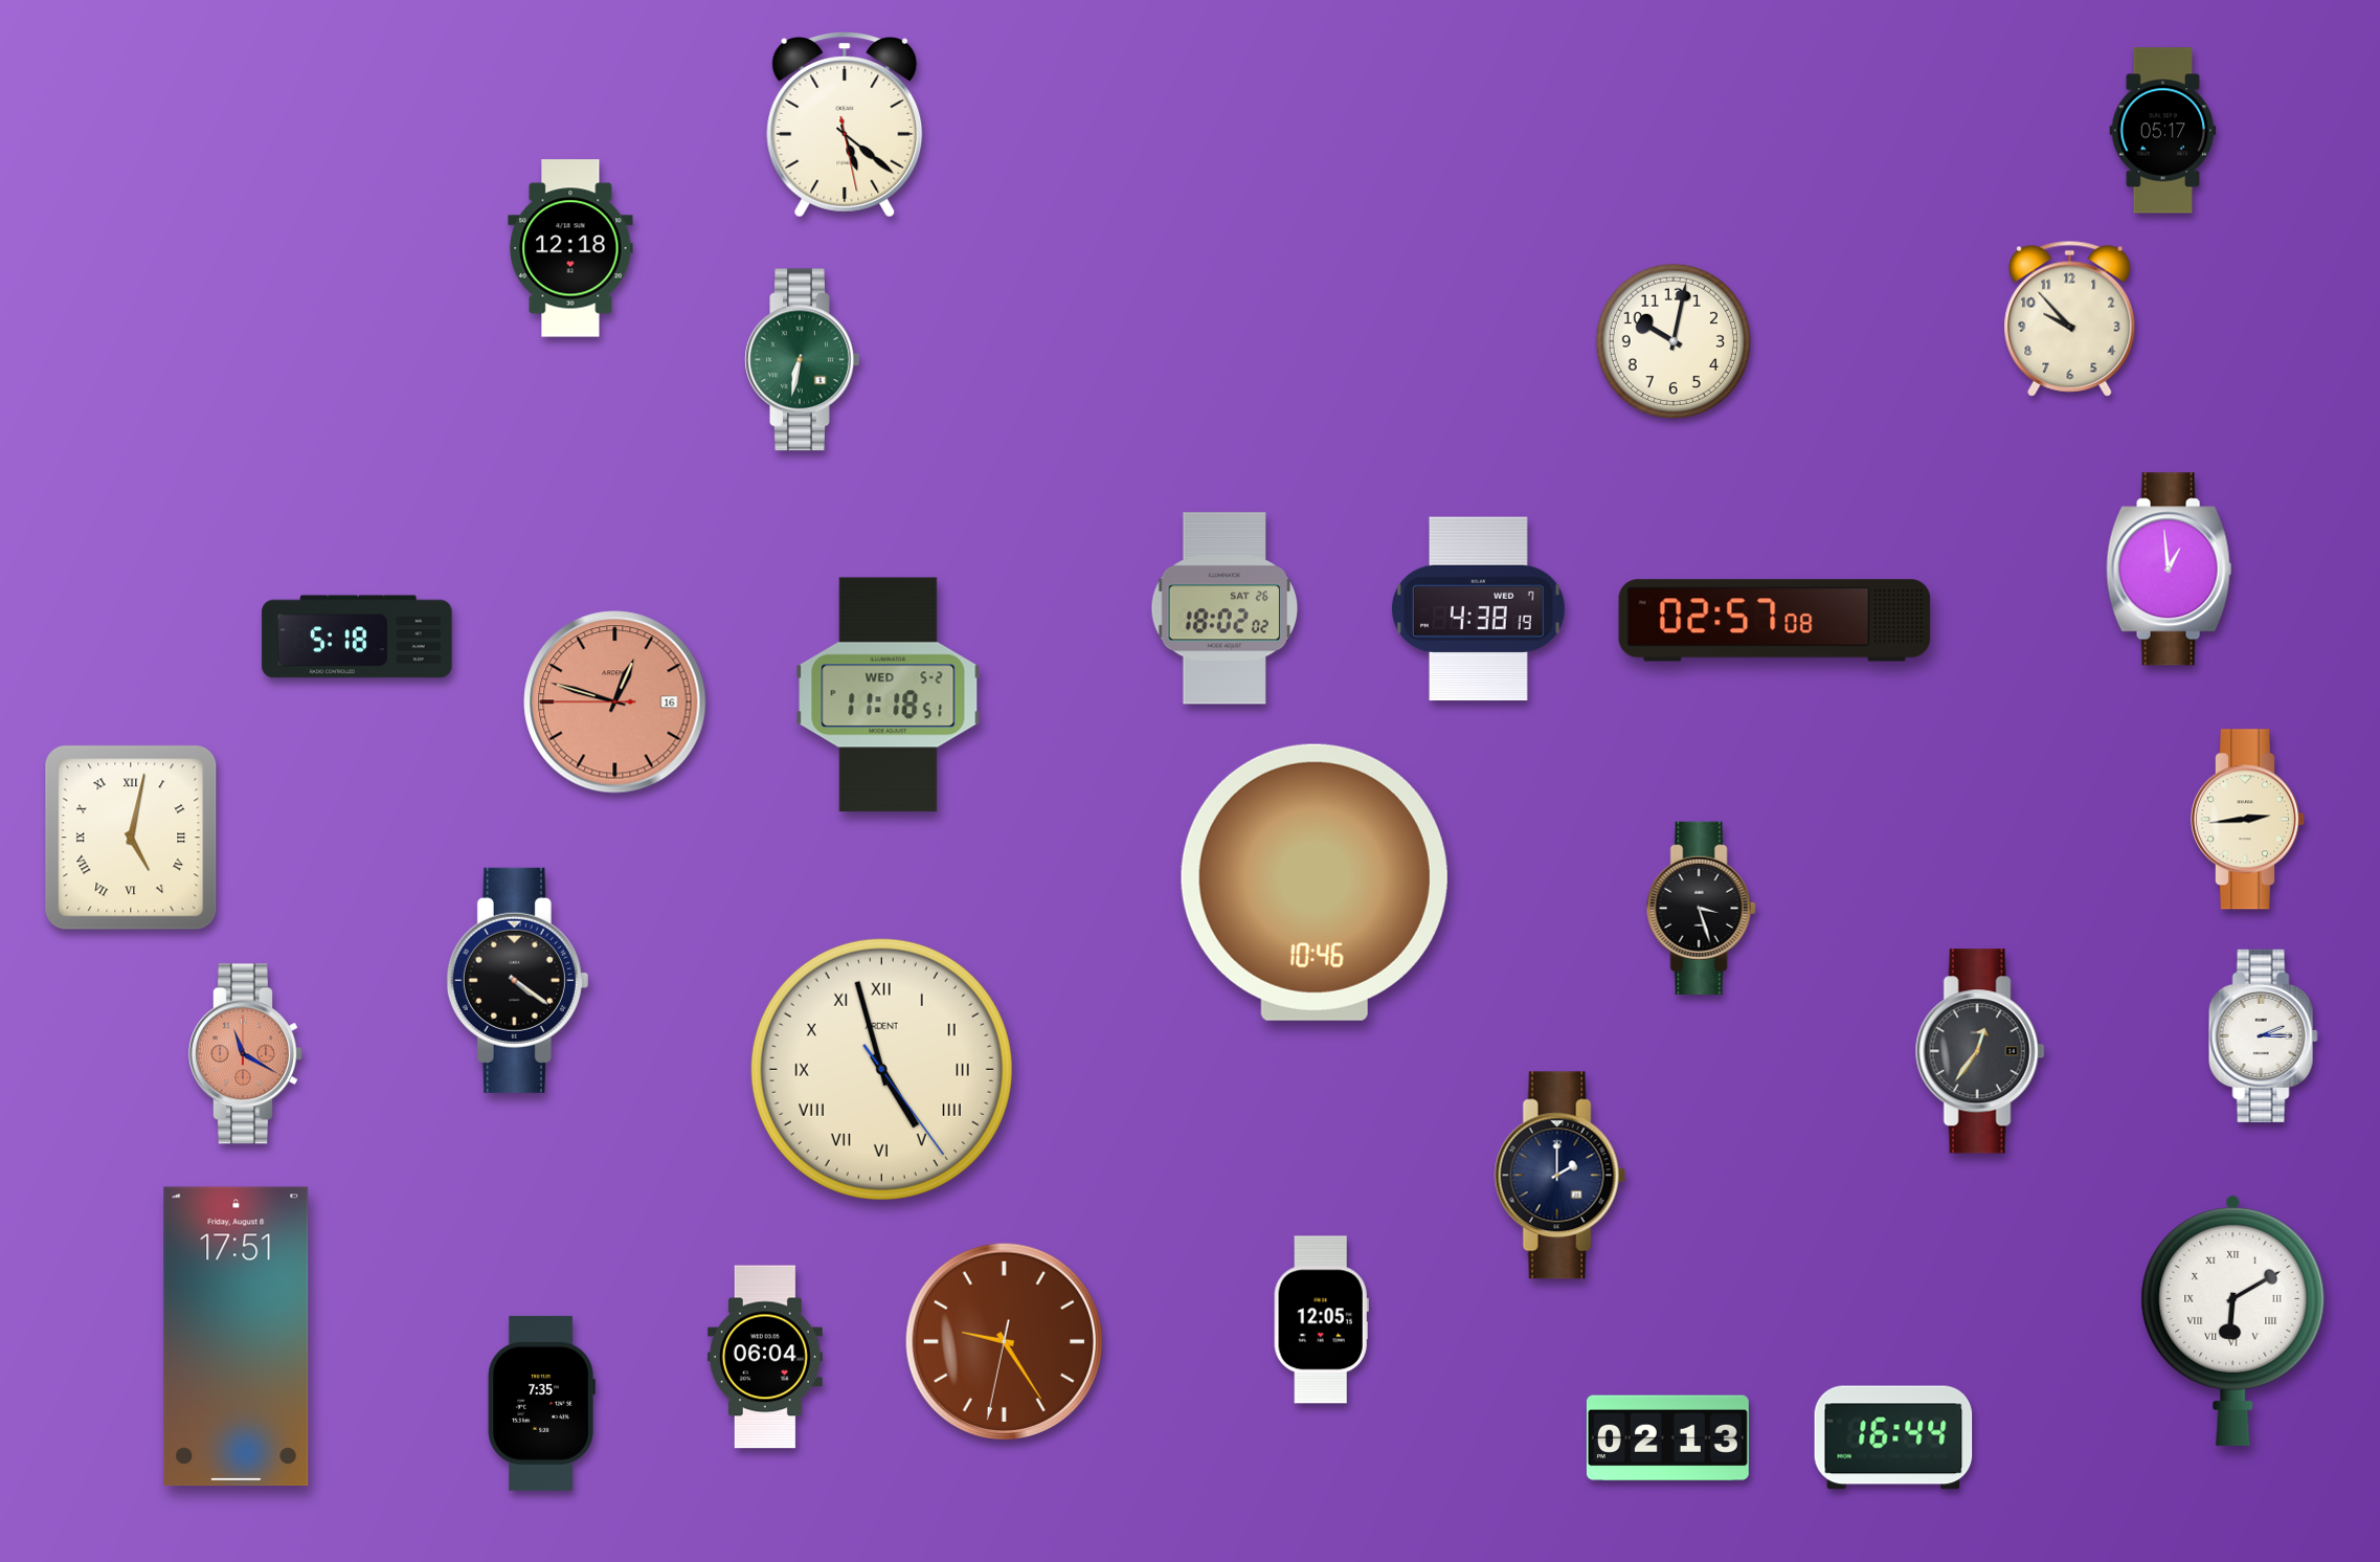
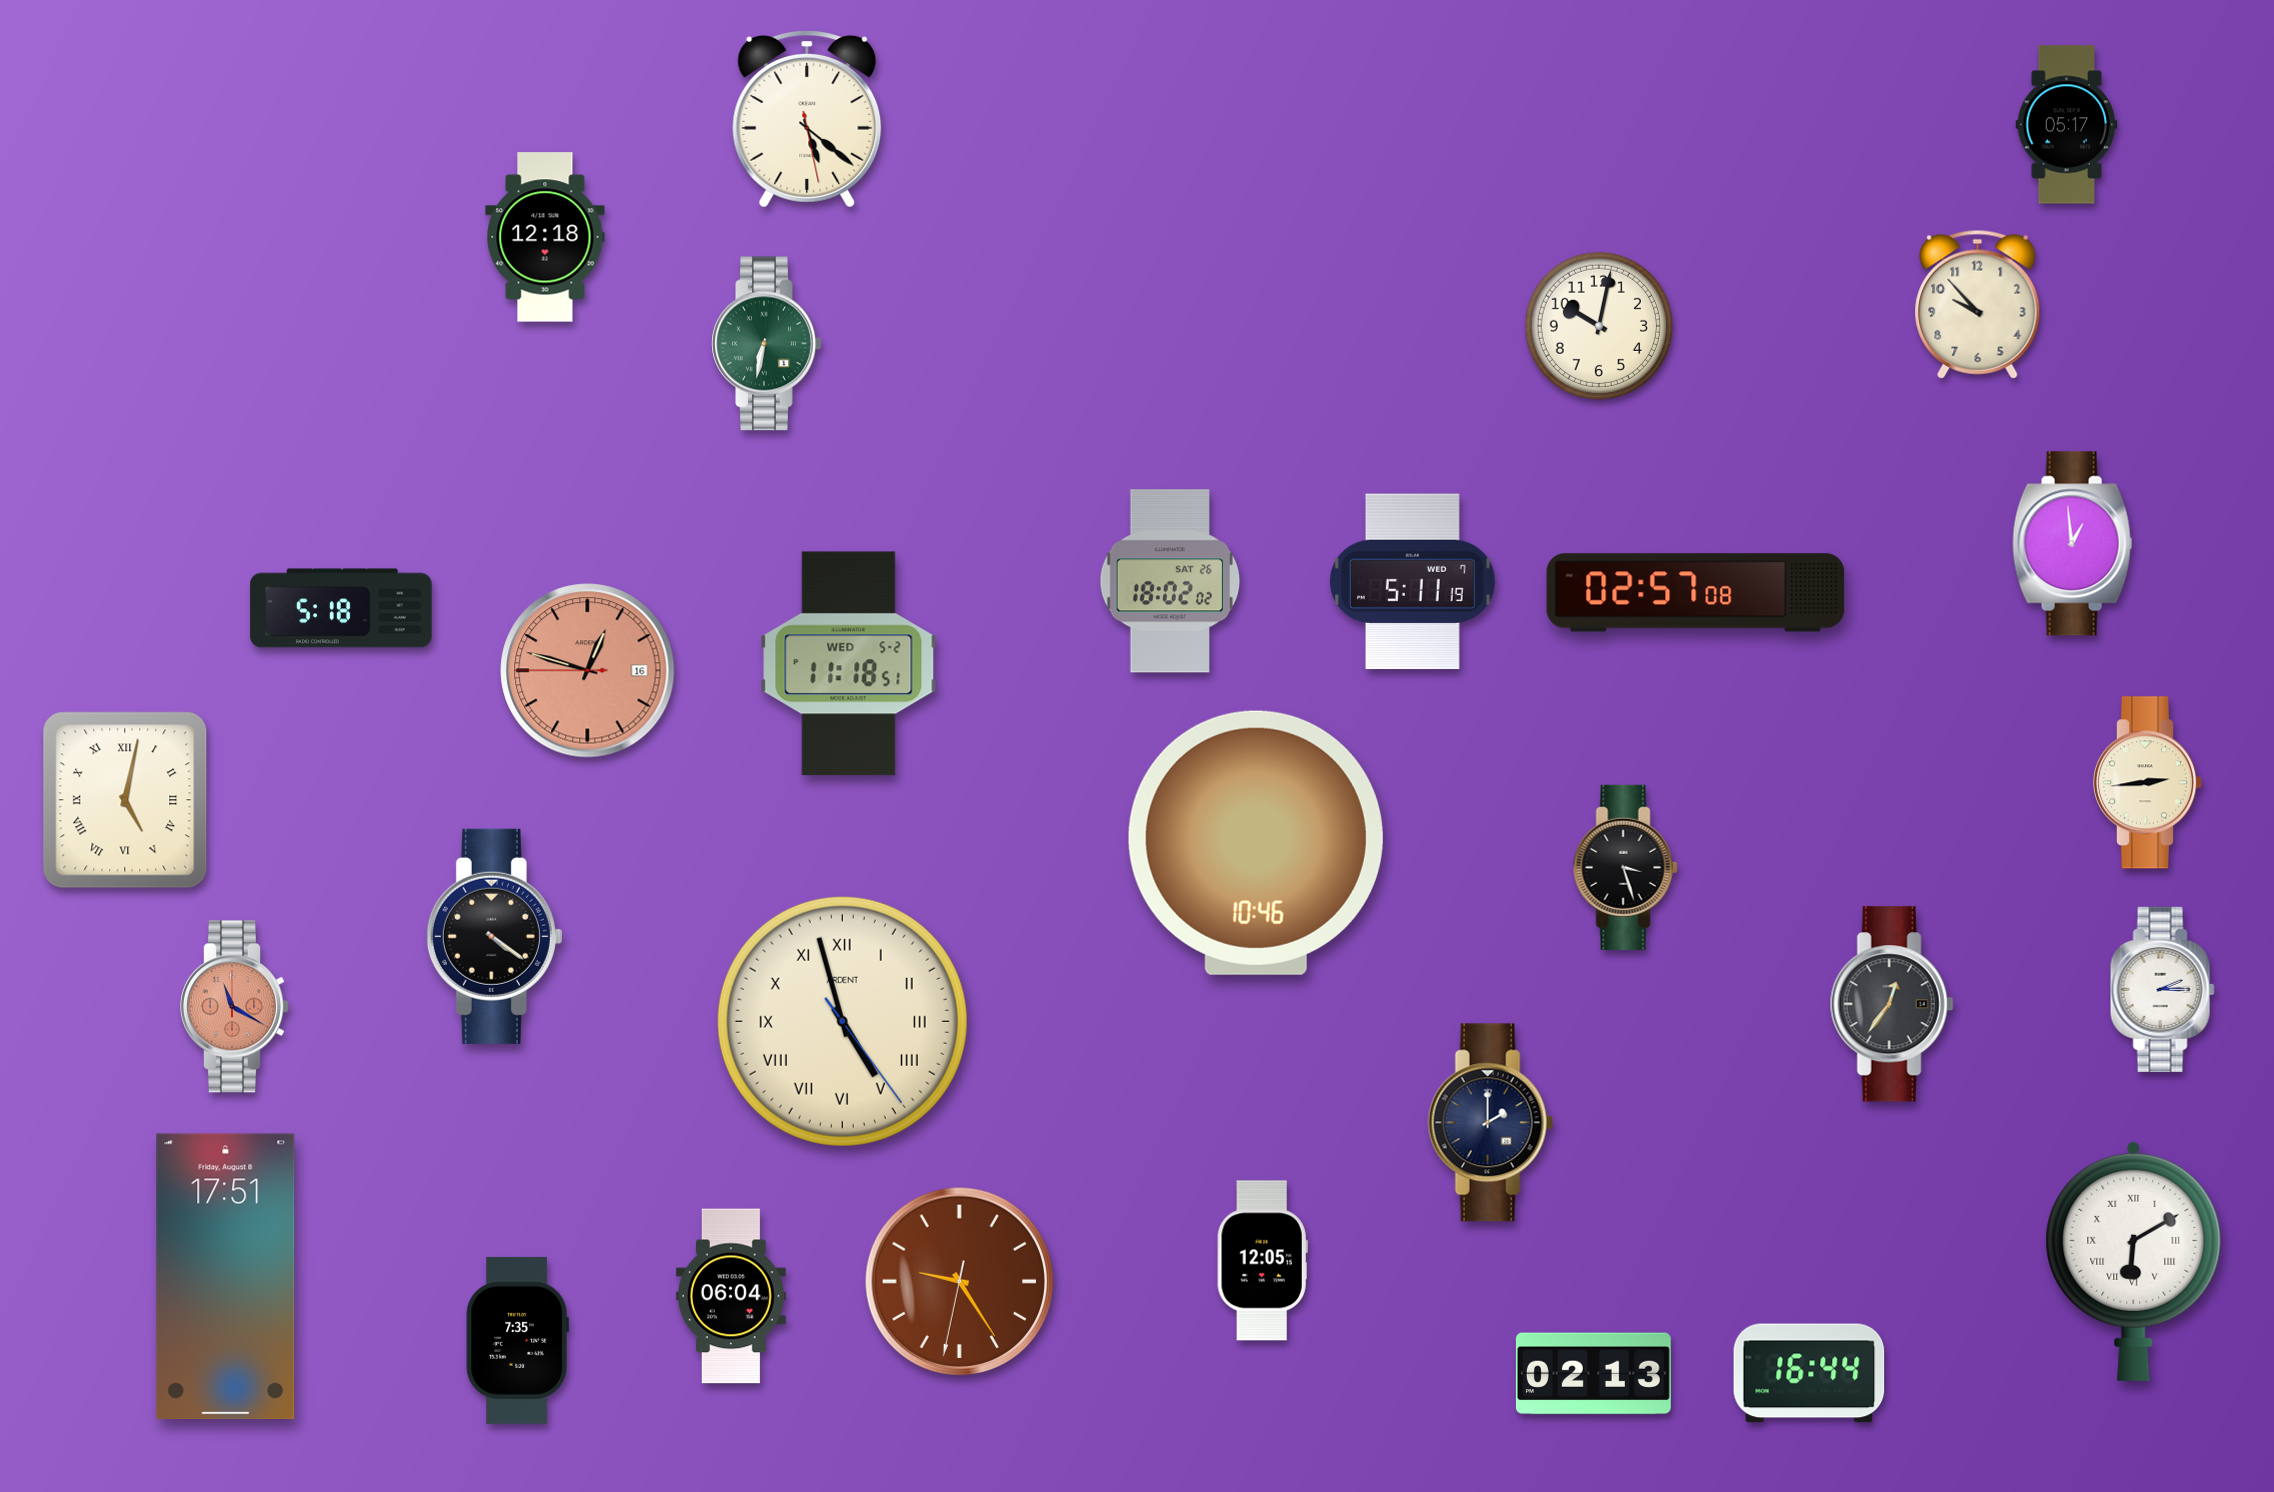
clock at (1479, 609): 4:38 -> 5:11
